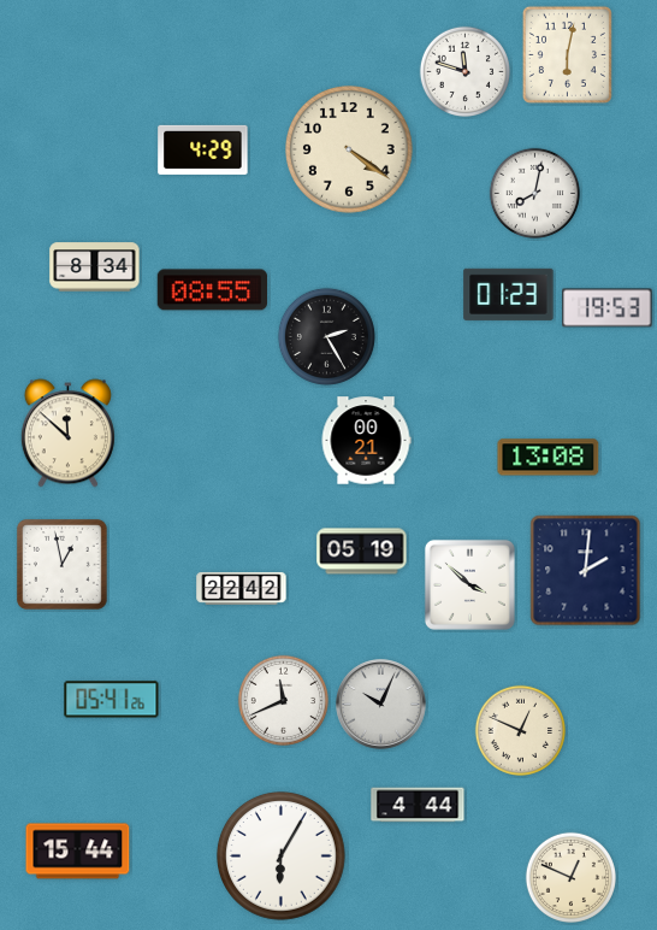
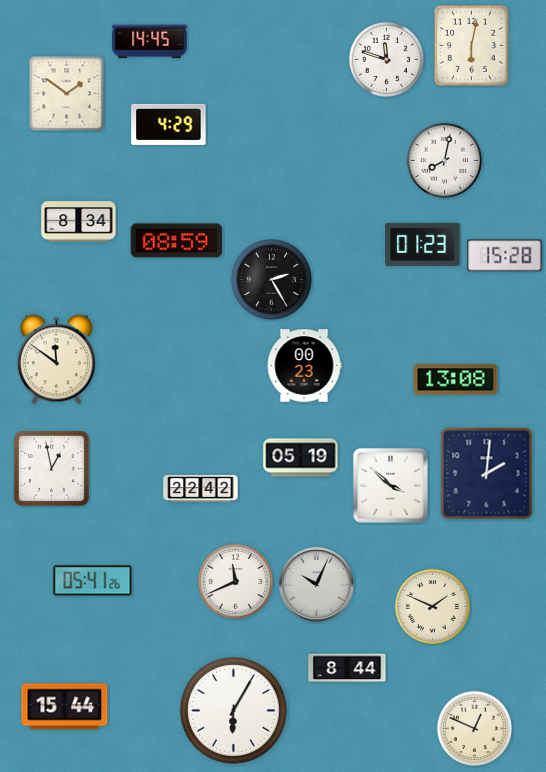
clock at (150, 42): none -> 14:45
clock at (67, 94): none -> 1:51
clock at (350, 151): 4:21 -> none
clock at (213, 290): 08:55 -> 08:59
clock at (608, 308): 19:53 -> 15:28
clock at (67, 434): 11:52 -> 11:51
clock at (366, 441): 00:21 -> 00:23
clock at (520, 730): 12:49 -> 1:49
clock at (418, 805): 4:44 -> 8:44
